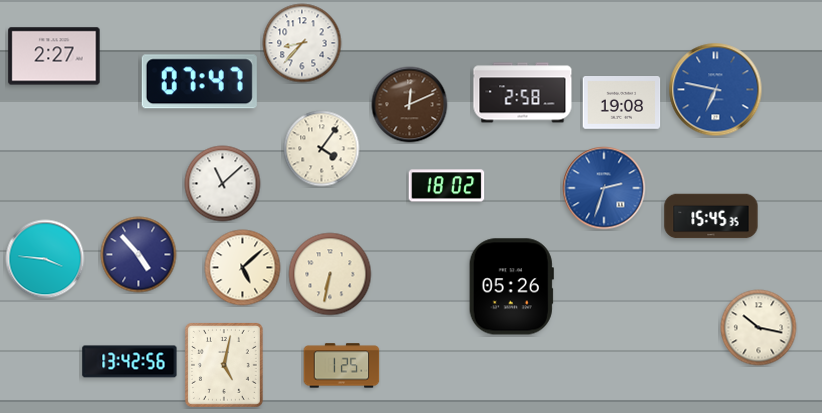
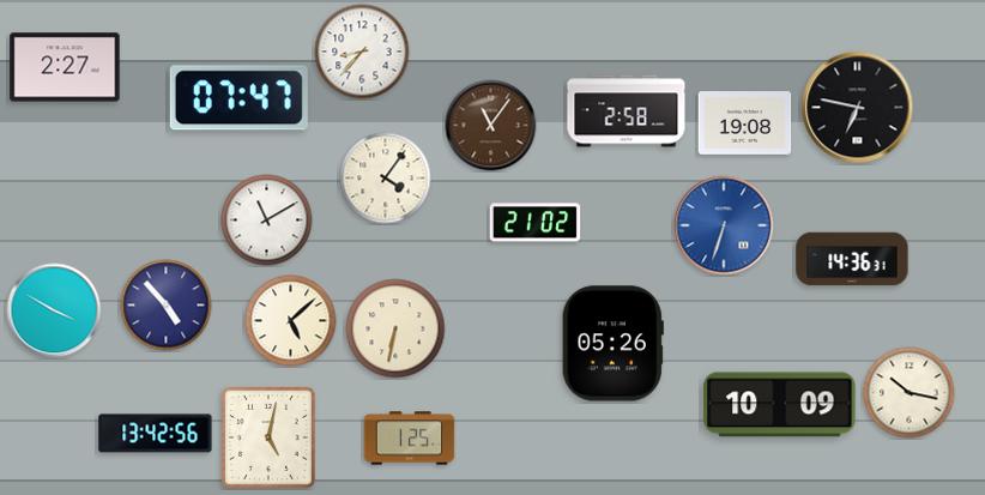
clock at (716, 90) dial: blue -> black
clock at (410, 105): 12:11 -> 11:06
clock at (223, 184): 11:08 -> 11:10
clock at (447, 186): 18:02 -> 21:02
clock at (604, 188): 2:33 -> 6:33
clock at (711, 216): 15:45 -> 14:36
clock at (45, 259): 3:46 -> 3:50
clock at (780, 405): none -> 10:09
